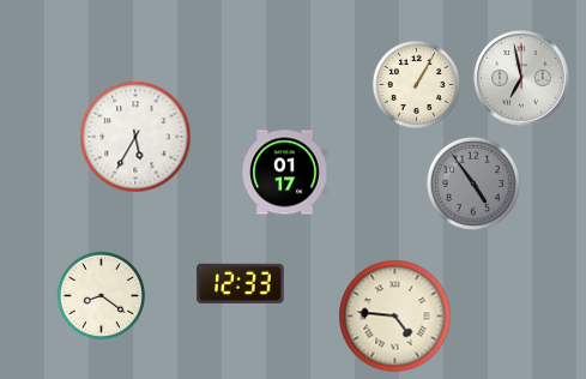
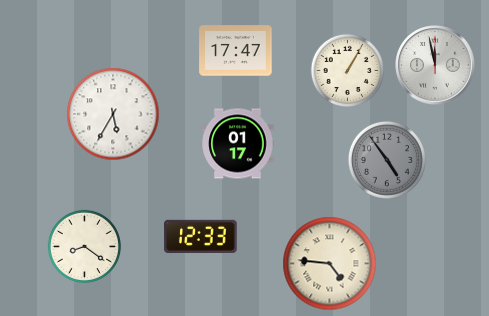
clock at (236, 51): none -> 17:47
clock at (521, 78): 6:58 -> 11:58
clock at (473, 184) position: (473, 184) -> (387, 160)
